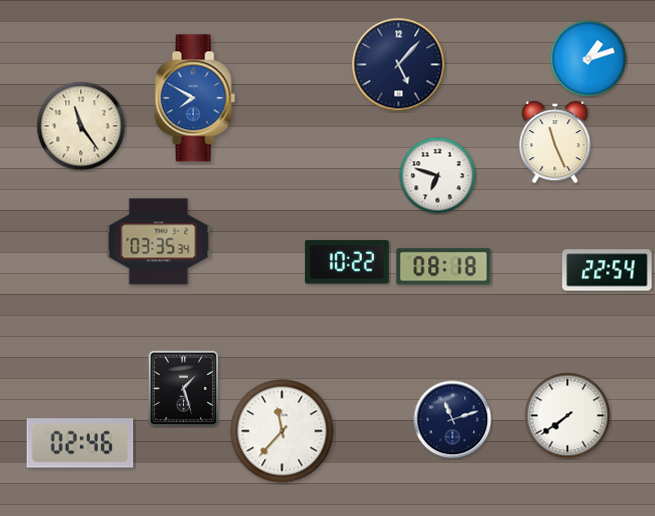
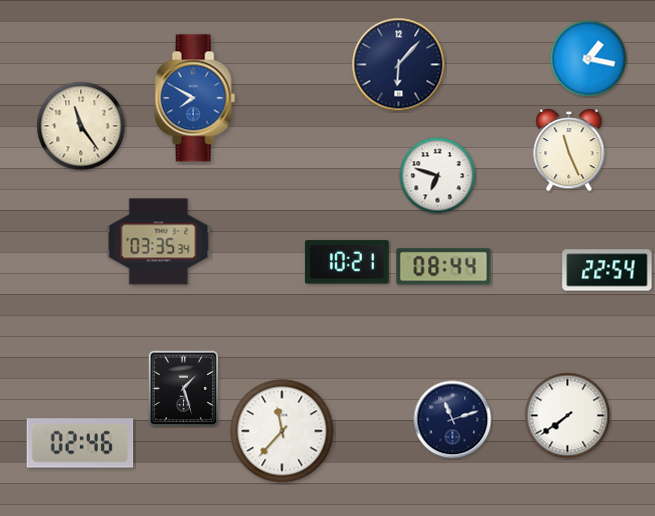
clock at (589, 59): 1:12 -> 1:17
clock at (399, 65): 5:07 -> 6:07
clock at (555, 142) position: (555, 142) -> (569, 150)
clock at (347, 262): 10:22 -> 10:21
clock at (444, 267): 08:18 -> 08:44
